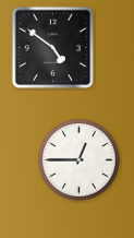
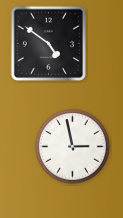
clock at (80, 160): 12:45 -> 2:58
